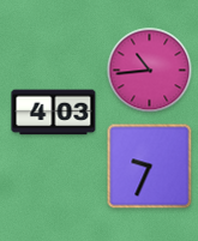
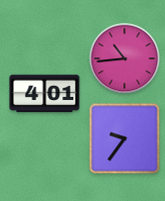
clock at (54, 113): 4:03 -> 4:01
clock at (150, 167): 9:34 -> 9:36
